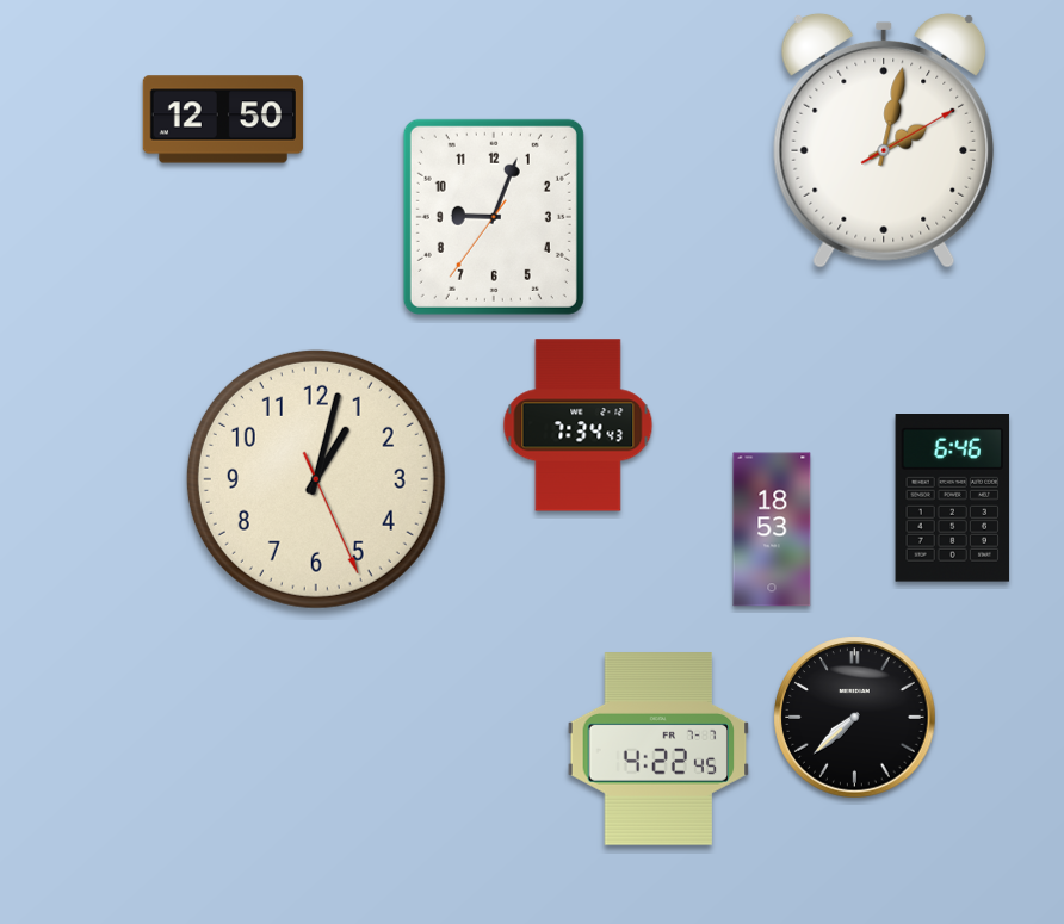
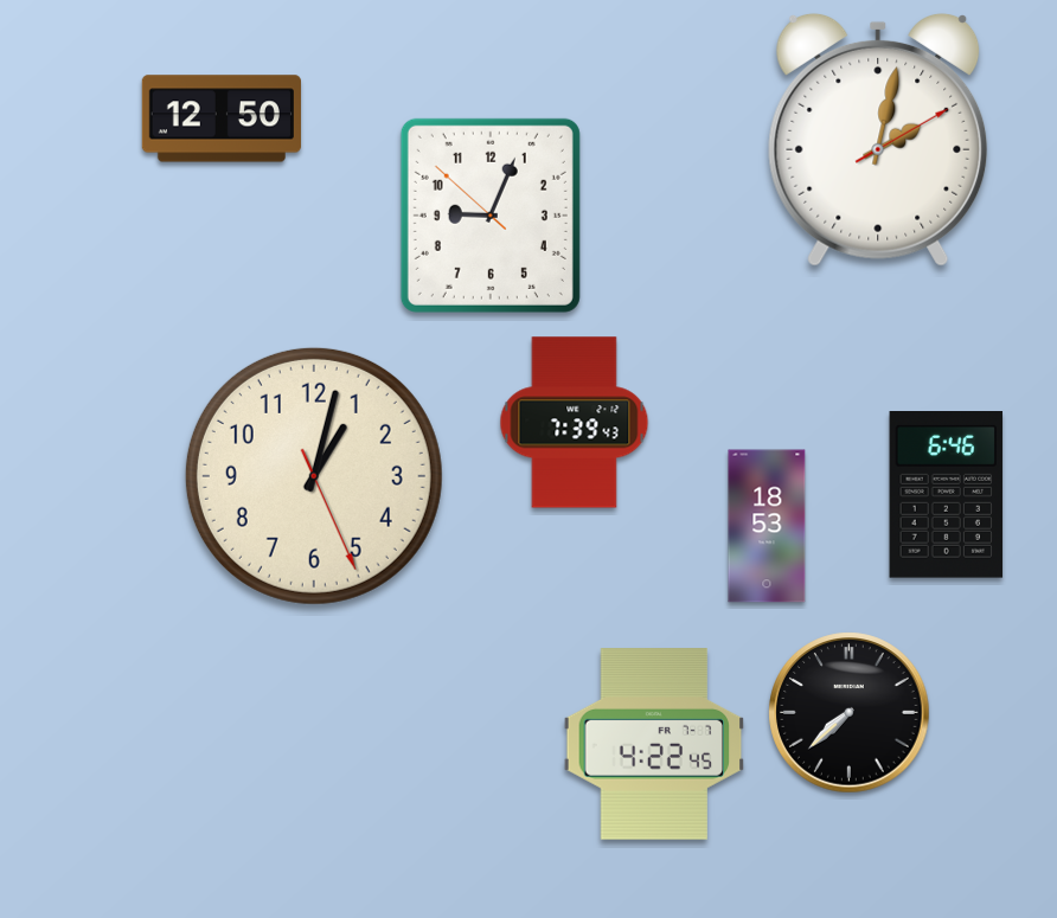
clock at (494, 217): 9:03:36 -> 9:03:52
clock at (579, 426): 7:34 -> 7:39
